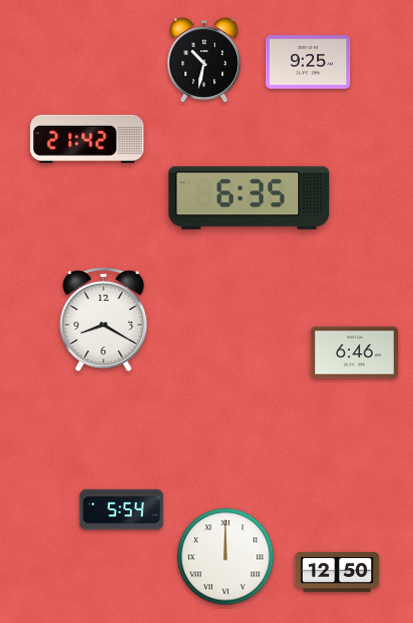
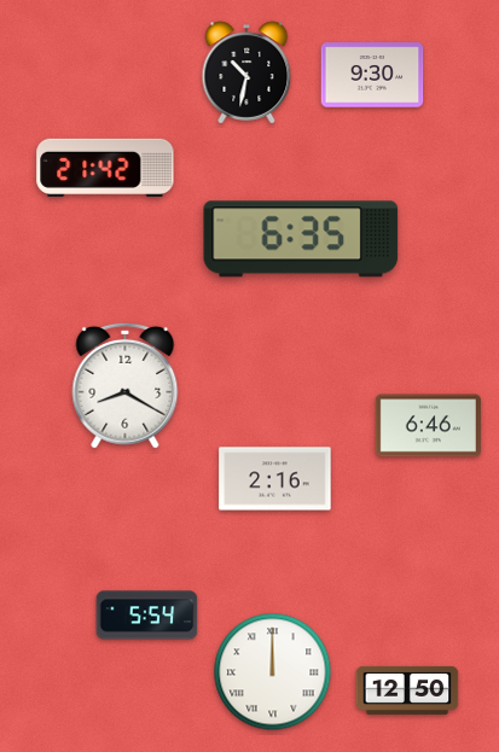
clock at (308, 62): 9:25 -> 9:30
clock at (275, 479): none -> 2:16
